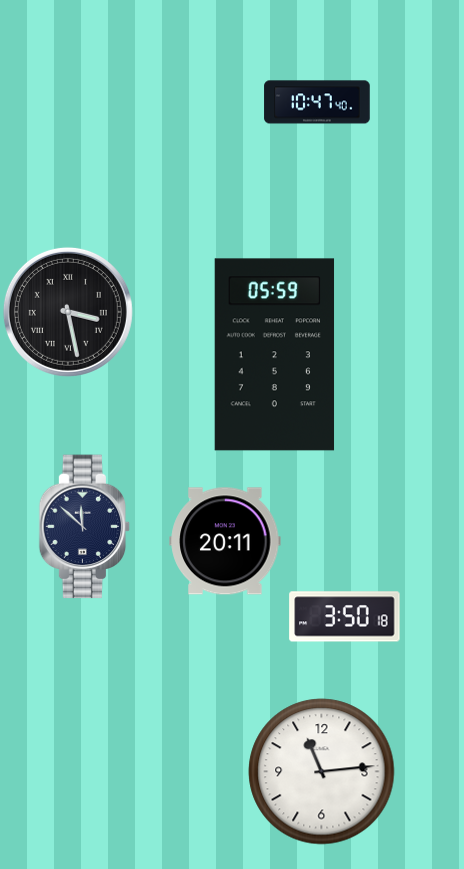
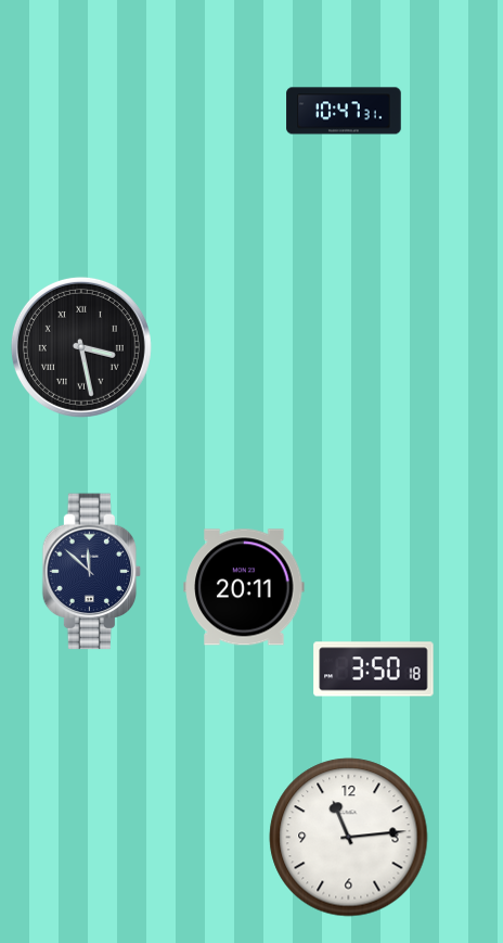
clock at (317, 102): 10:47:40 -> 10:47:31
clock at (68, 312) position: (68, 312) -> (81, 347)
clock at (275, 355): 05:59 -> none
